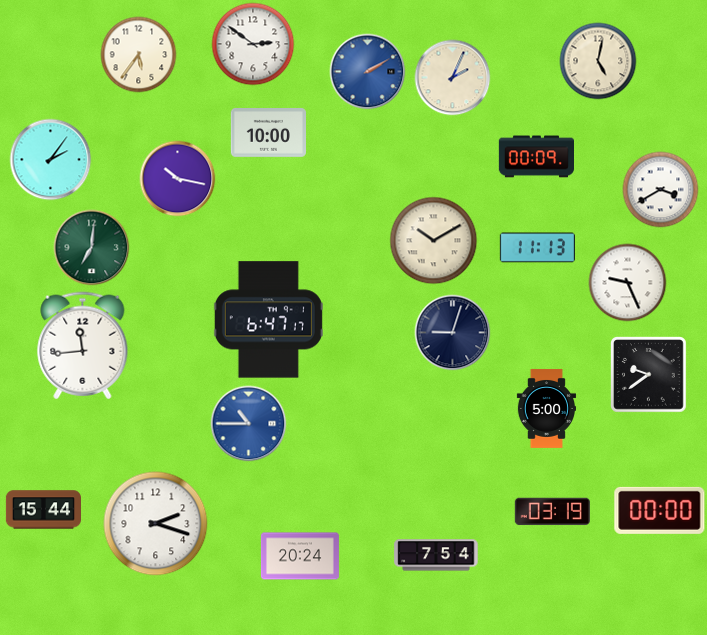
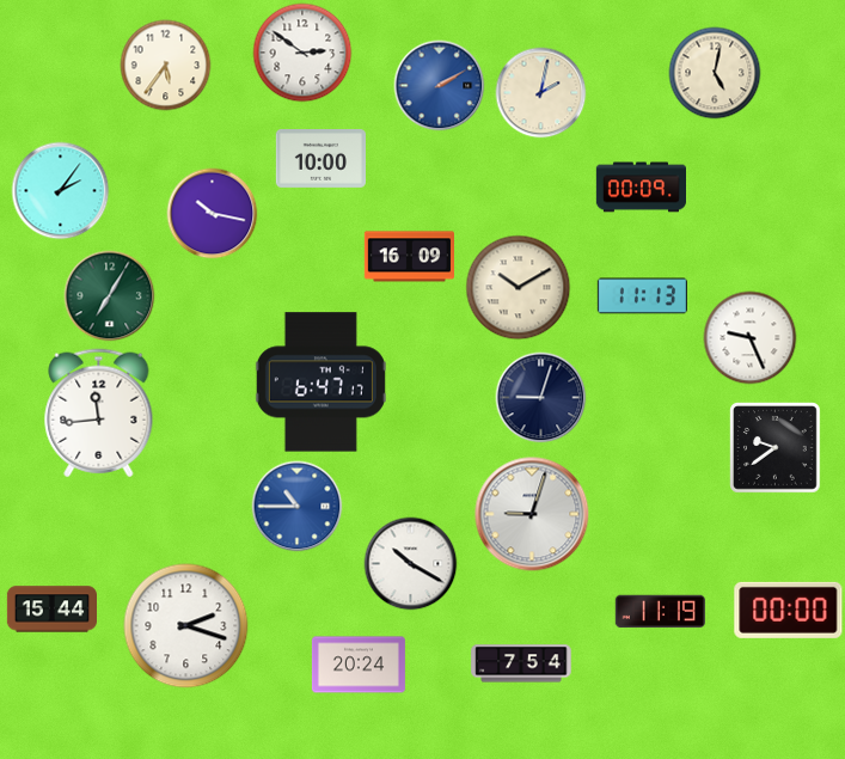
clock at (453, 78): 2:04 -> 2:02
clock at (661, 190): 3:40 -> none
clock at (409, 257): none -> 16:09
clock at (92, 248): 7:01 -> 7:05
clock at (546, 408): 5:00 -> none
clock at (532, 514): none -> 9:03
clock at (411, 564): none -> 10:20
clock at (552, 512): 03:19 -> 11:19
